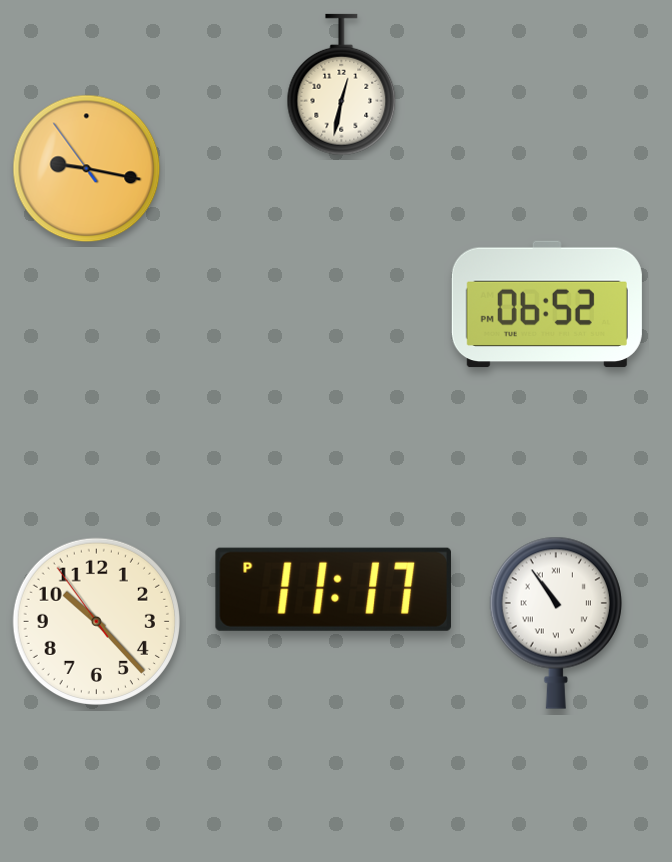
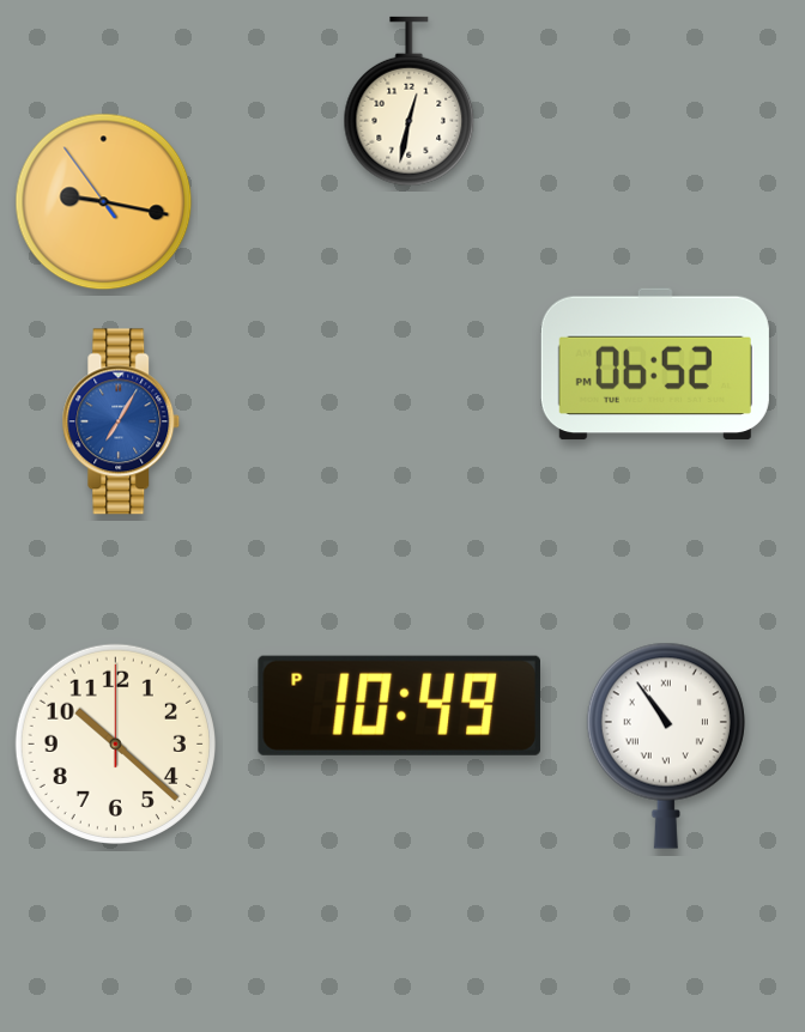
clock at (121, 421): none -> 7:05
clock at (333, 589): 11:17 -> 10:49
clock at (96, 621): 10:22:54 -> 10:22:00
